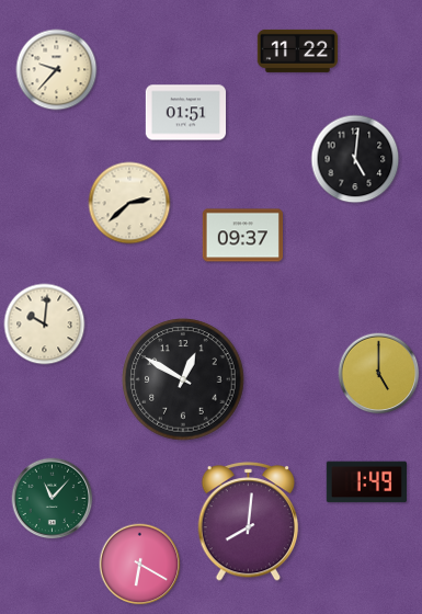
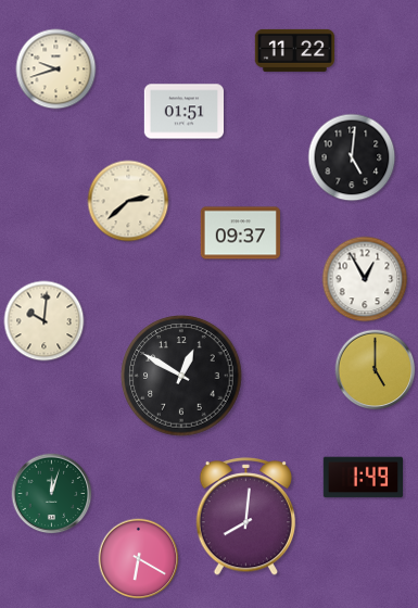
clock at (57, 70): 9:37 -> 9:42
clock at (365, 279): none -> 12:55
clock at (53, 499): 11:07 -> 12:03
